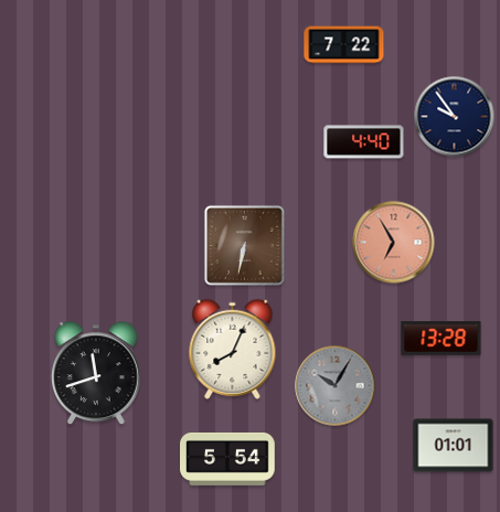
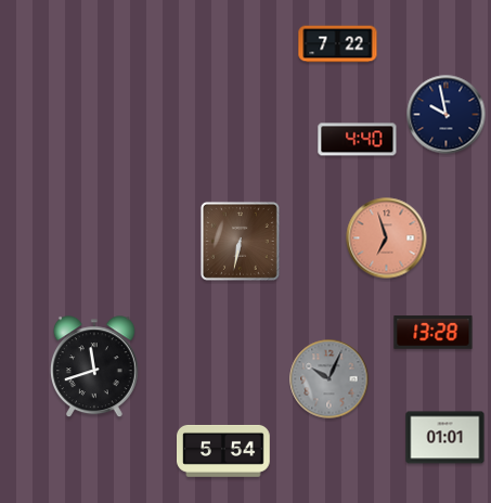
clock at (455, 117): 9:54 -> 9:58
clock at (394, 243): 6:55 -> 6:57
clock at (233, 349): 8:04 -> none
clock at (336, 386): 10:05 -> 10:04
